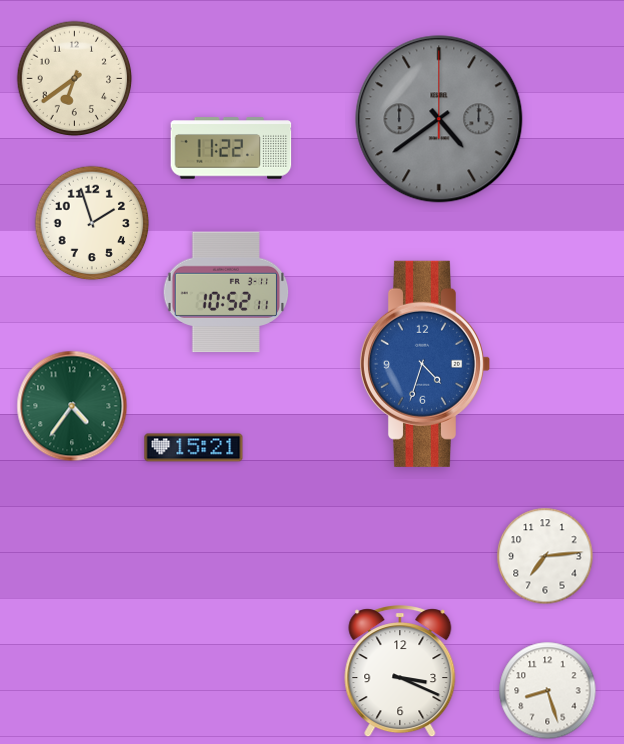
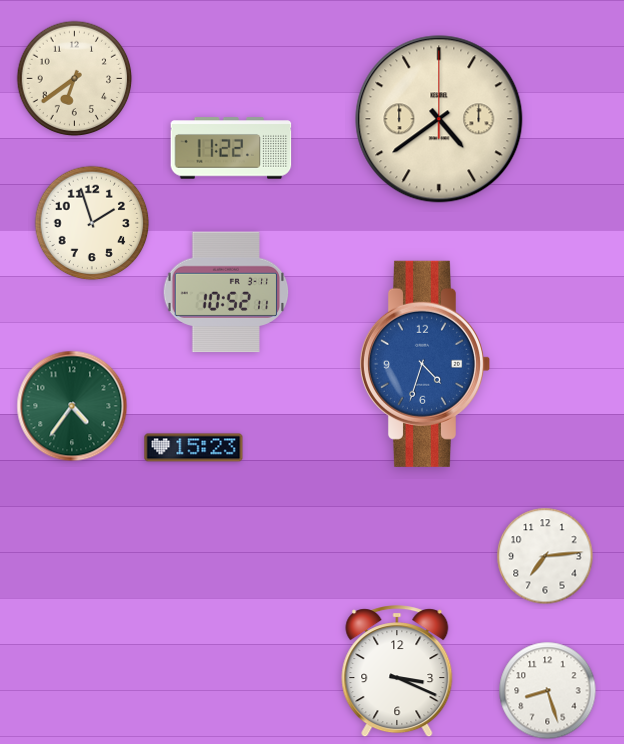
clock at (439, 119) dial: grey -> cream
clock at (194, 448): 15:21 -> 15:23
clock at (400, 672) position: (400, 672) -> (397, 672)
